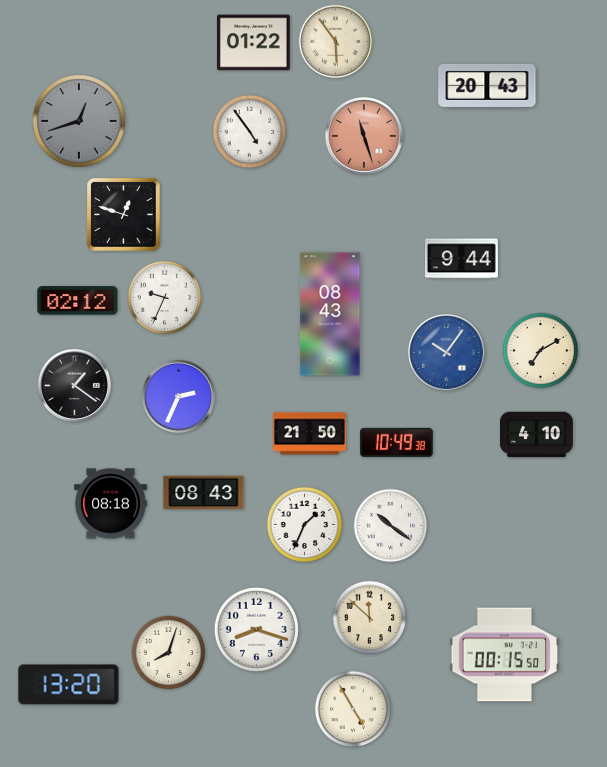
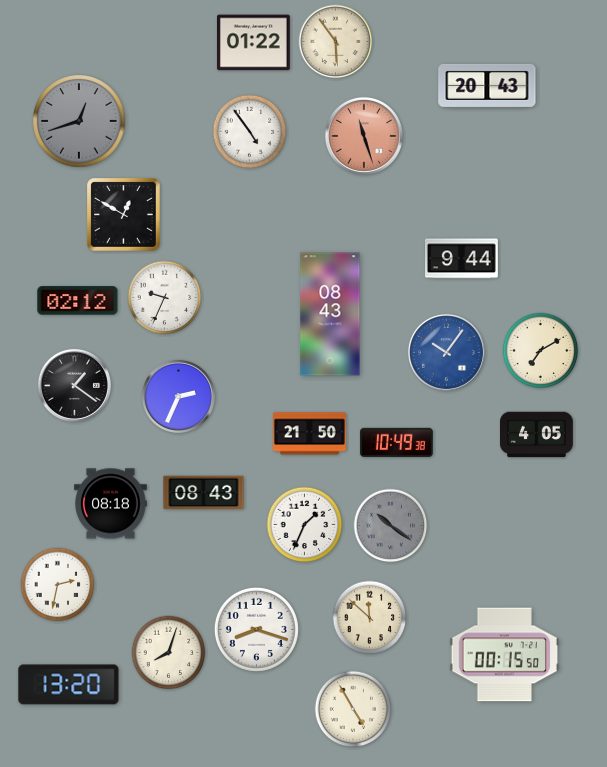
clock at (124, 215): 12:48 -> 12:50
clock at (537, 435): 4:10 -> 4:05
clock at (391, 526) dial: white -> grey
clock at (58, 585): none -> 2:32
